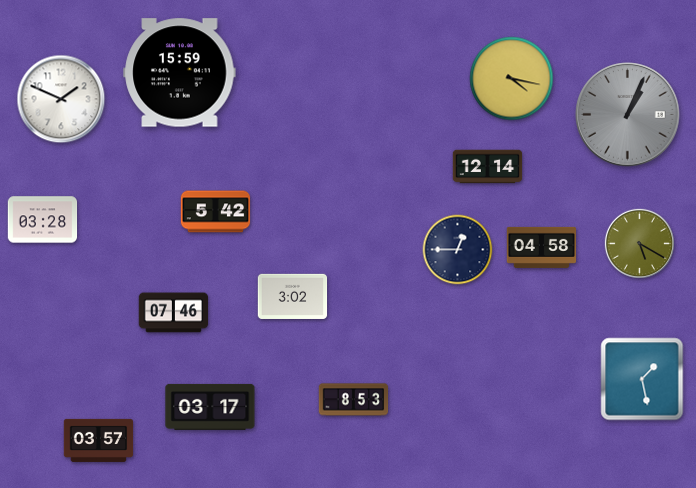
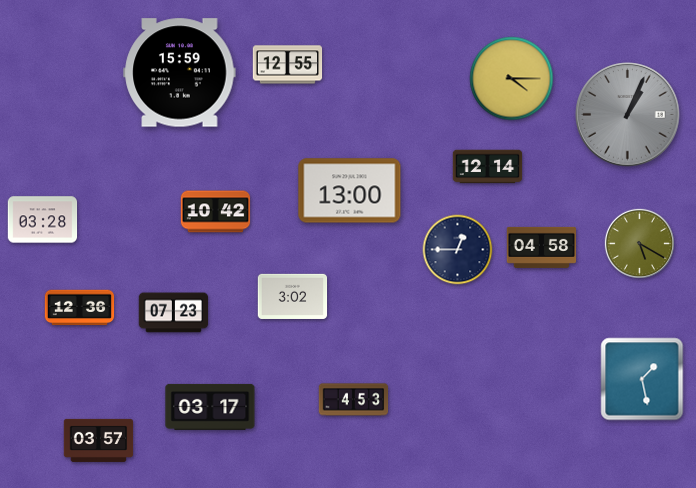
clock at (288, 65): none -> 12:55
clock at (512, 79): 4:17 -> 4:15
clock at (61, 99): 1:49 -> none
clock at (350, 191): none -> 13:00
clock at (216, 212): 5:42 -> 10:42
clock at (80, 308): none -> 12:36
clock at (174, 313): 07:46 -> 07:23
clock at (354, 400): 8:53 -> 4:53
